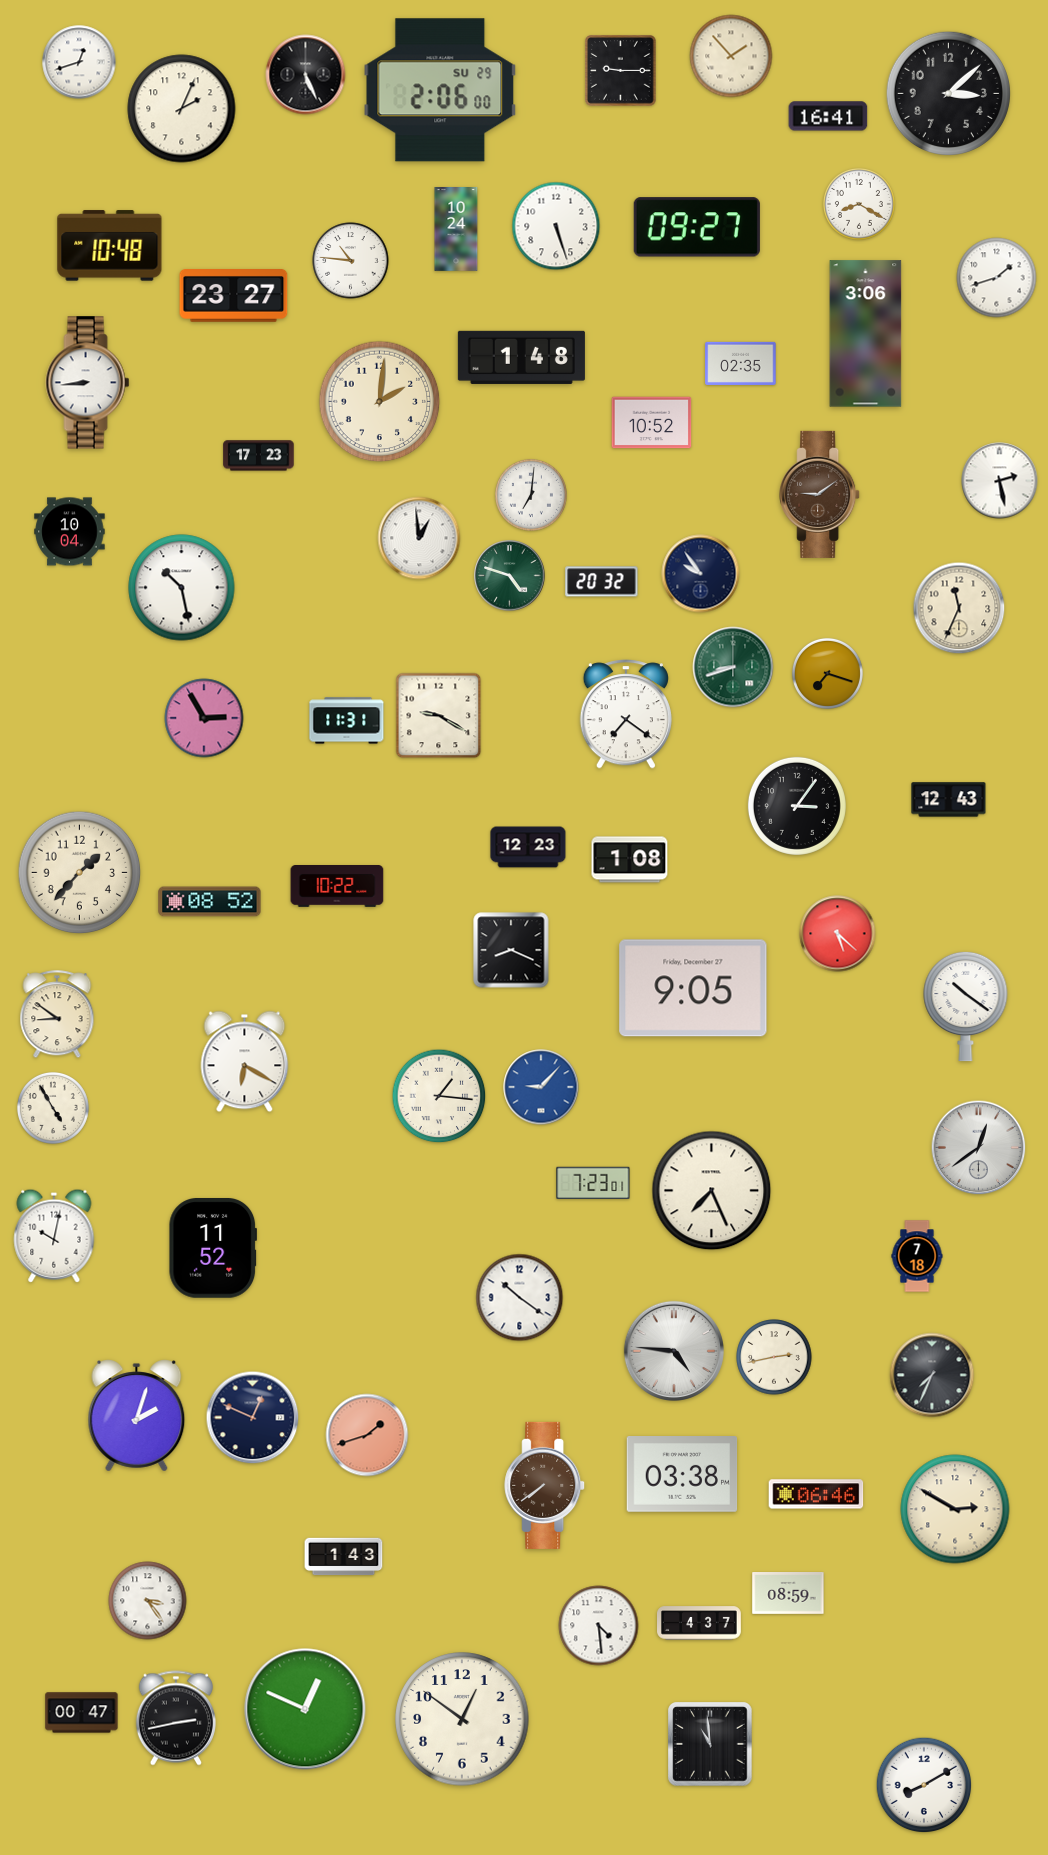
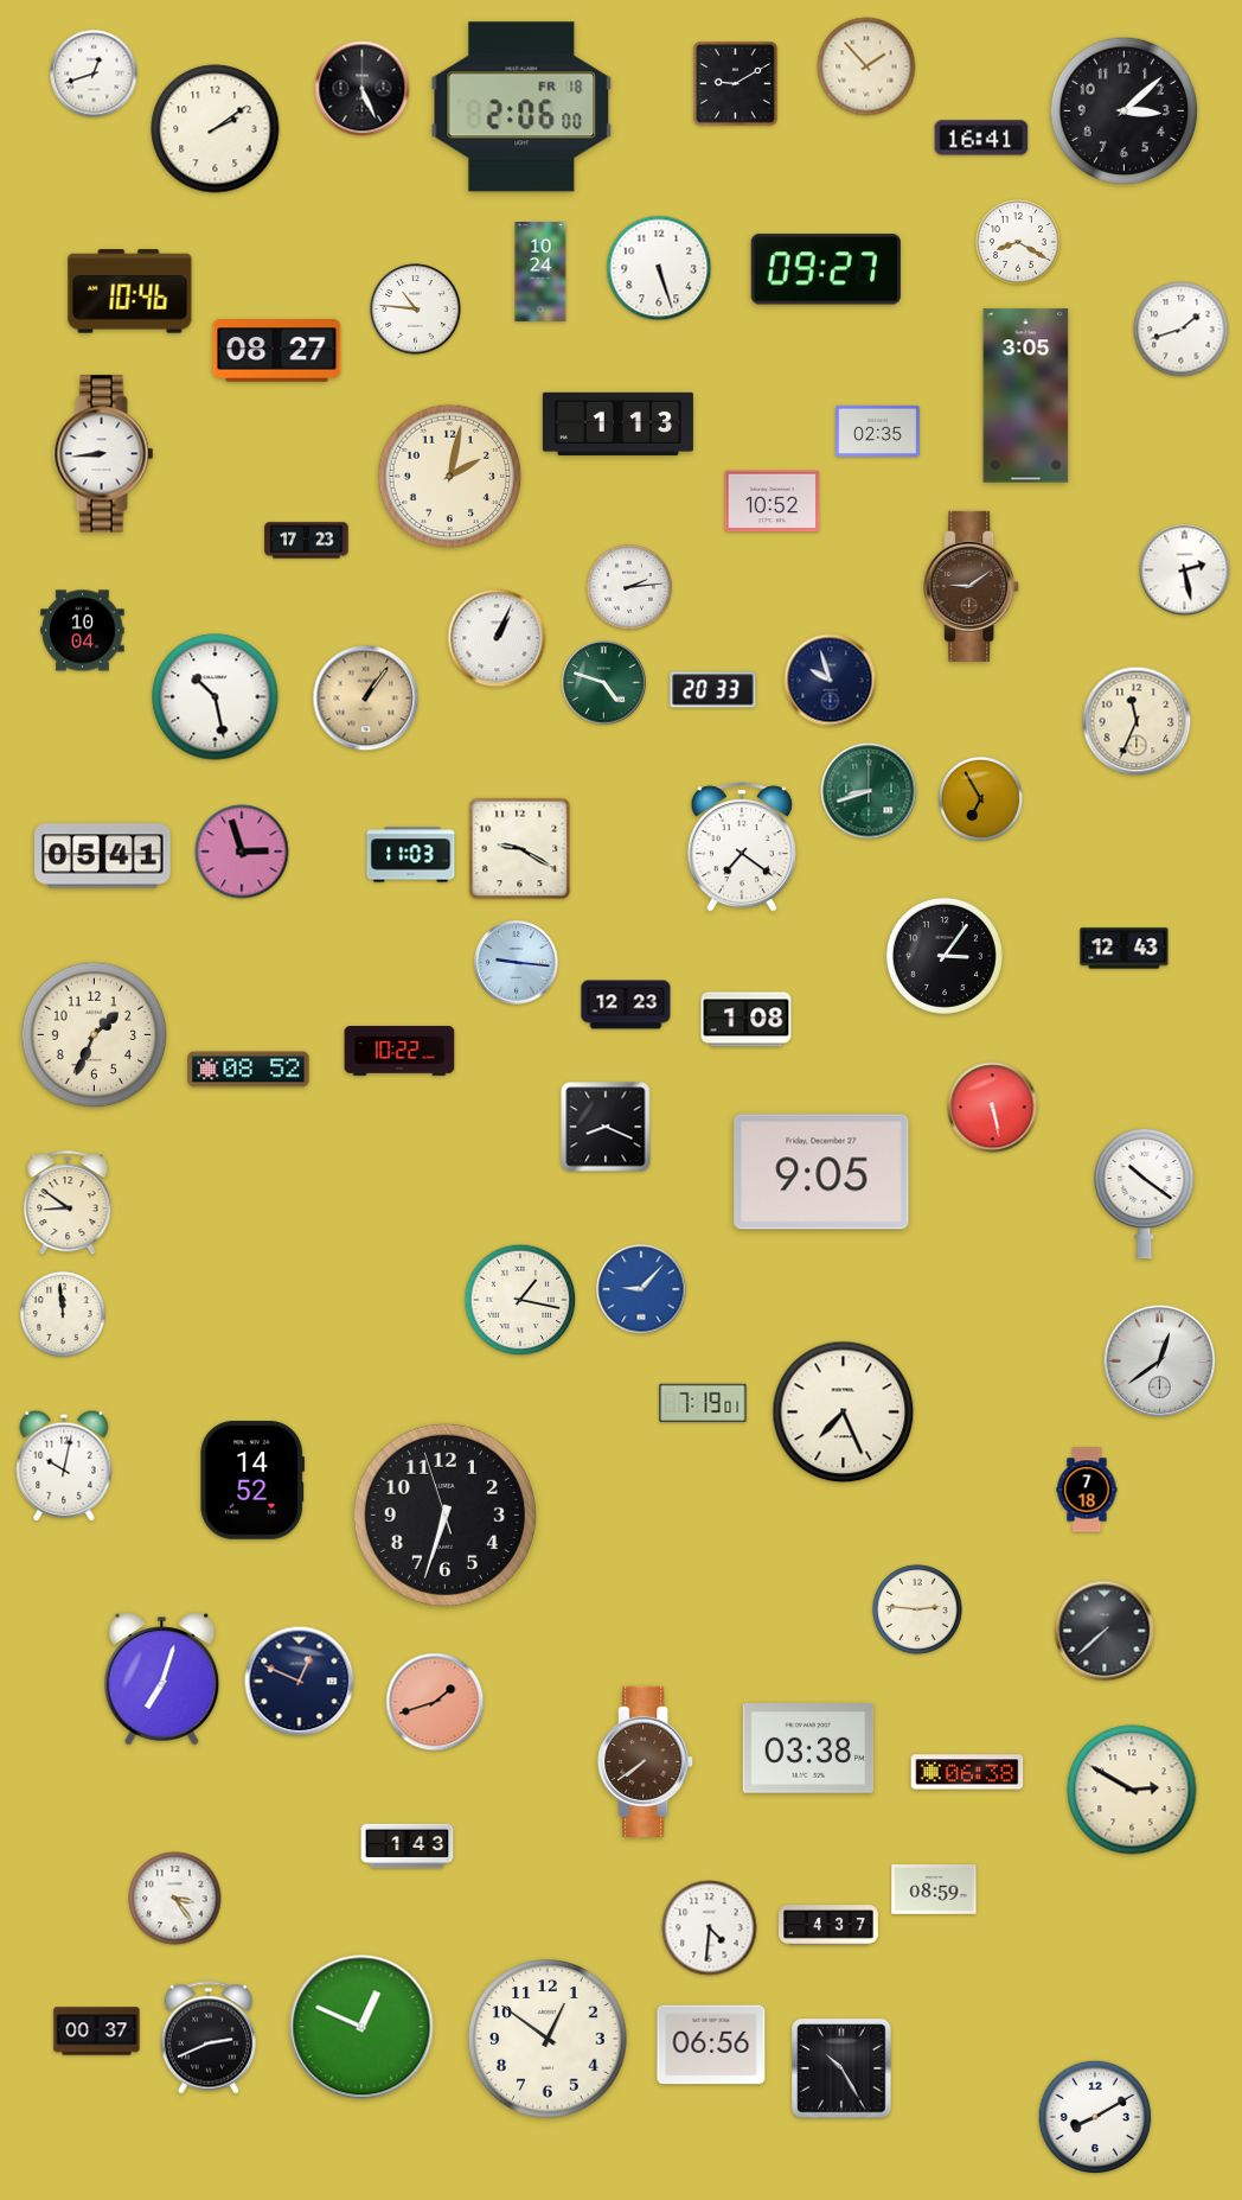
clock at (621, 71): 9:15 -> 9:10
clock at (440, 90) date: SU 29 -> FR 18
clock at (182, 109): 2:04 -> 2:09
clock at (110, 246): 10:48 -> 10:46
clock at (234, 296): 23:27 -> 08:27
clock at (866, 334): 3:06 -> 3:05
clock at (521, 357): 1:48 -> 1:13
clock at (380, 402): 2:01 -> 2:02
clock at (531, 495): 7:01 -> 2:14
clock at (419, 538): 12:59 -> 1:04
clock at (701, 574): 9:54 -> 9:57
clock at (602, 582): 20:32 -> 20:33
clock at (366, 699): none -> 1:06
clock at (827, 673): 7:18 -> 6:55
clock at (204, 718): 2:55 -> 2:57
clock at (347, 721): 11:31 -> 11:03
clock at (103, 856): none -> 05:41
clock at (517, 963): none -> 9:16
clock at (80, 873): 1:37 -> 1:34
clock at (838, 934): 5:22 -> 5:28
clock at (245, 1062): 6:20 -> none
clock at (439, 1096): 1:16 -> 1:17
clock at (53, 1108): 4:55 -> 11:59
clock at (593, 1183): 7:23 -> 7:19
clock at (212, 1249): 11:52 -> 14:52
clock at (444, 1515): none -> 6:32
clock at (520, 1298): 10:21 -> none
clock at (674, 1351): 4:46 -> none
clock at (774, 1357): 2:43 -> 2:46
clock at (932, 1375): 7:34 -> 7:38
clock at (137, 1416): 2:03 -> 7:03
clock at (816, 1494): 06:46 -> 06:38
clock at (599, 1626): 4:29 -> 4:31
clock at (82, 1713): 00:47 -> 00:37
clock at (176, 1718): 2:43 -> 2:41
clock at (711, 2045): none -> 06:56
clock at (710, 1744): 10:59 -> 10:25
